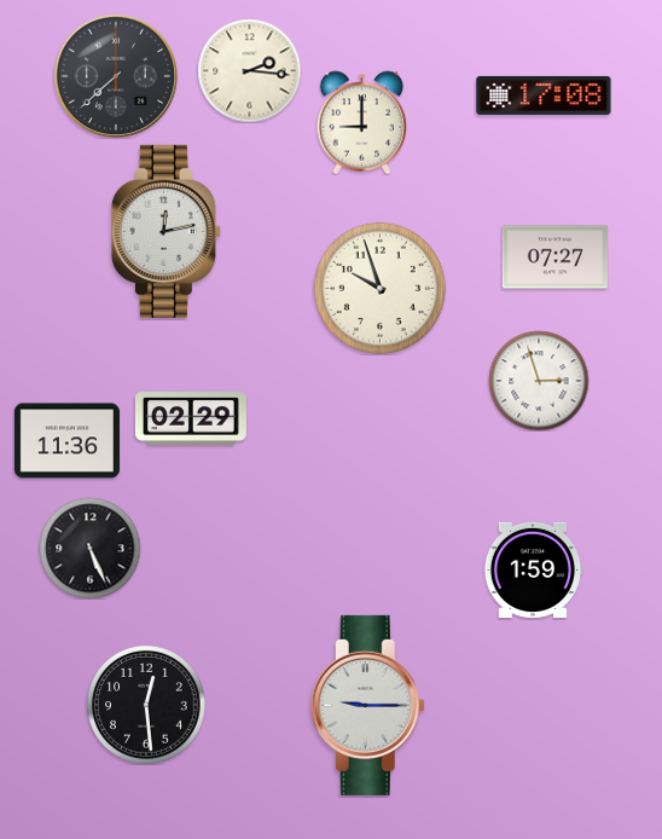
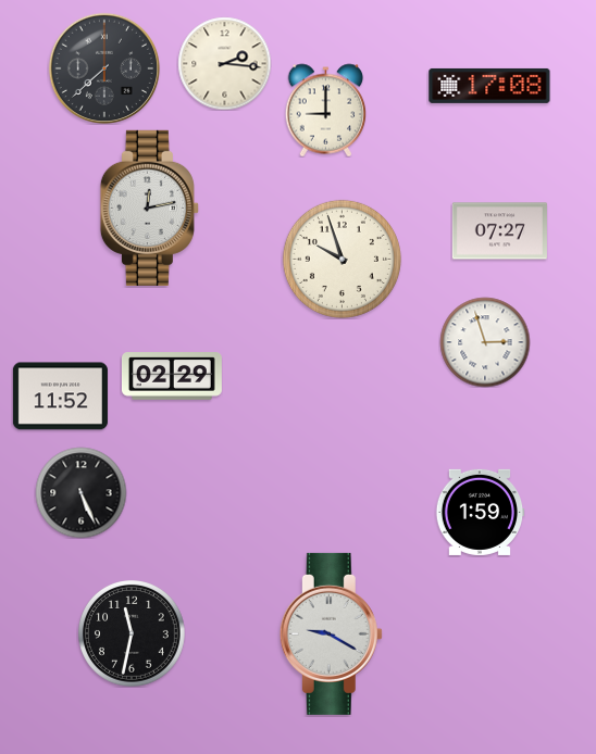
clock at (66, 441): 11:36 -> 11:52
clock at (367, 705): 9:15 -> 9:20
clock at (147, 706): 12:29 -> 11:32
